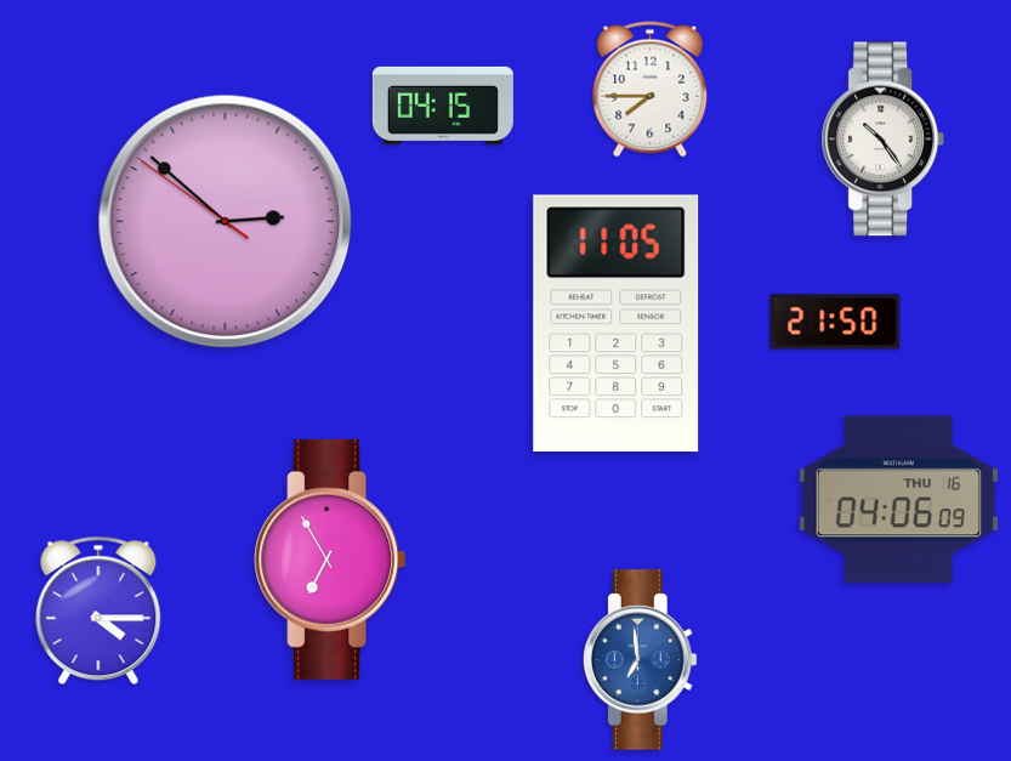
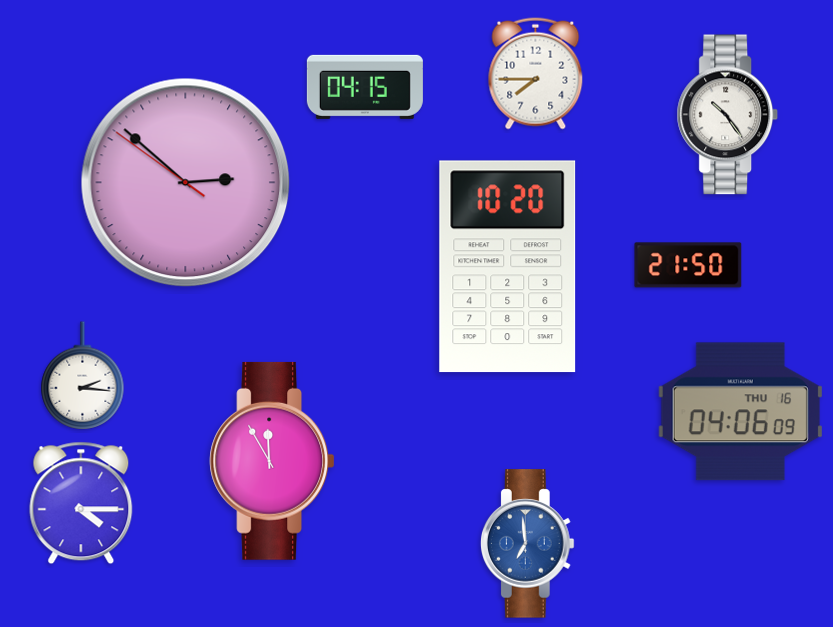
clock at (617, 324): 11:05 -> 10:20
clock at (83, 376): none -> 2:16
clock at (330, 560): 6:55 -> 11:55
